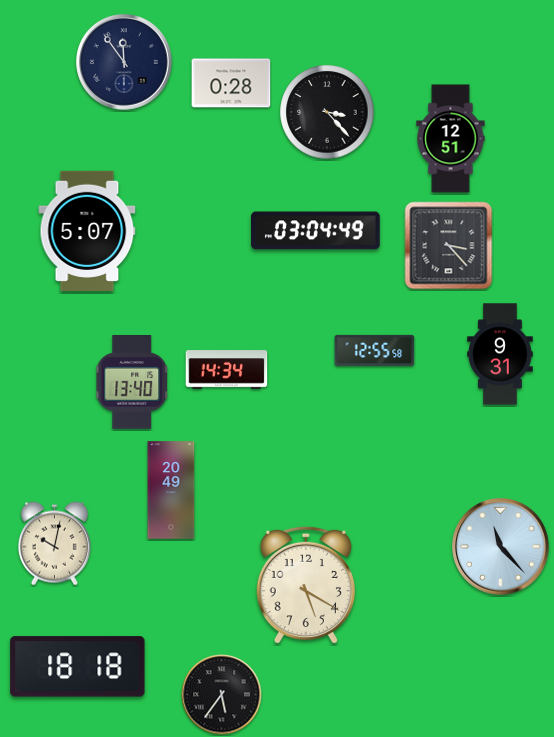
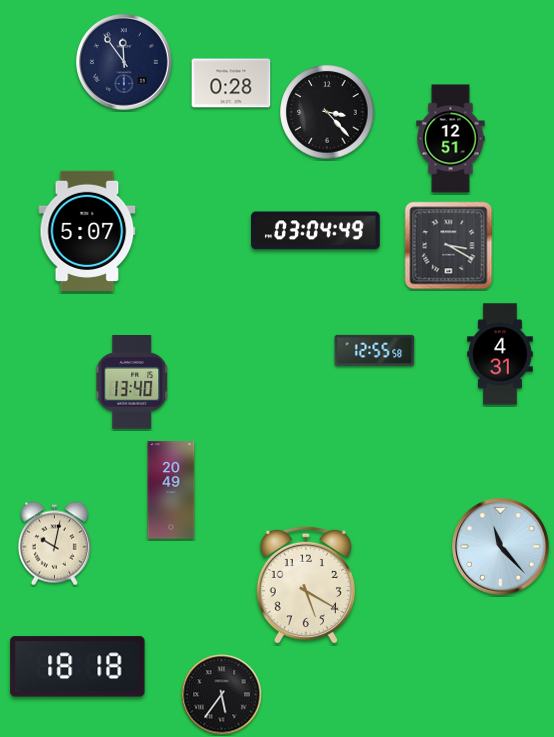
clock at (449, 246): 3:23 -> 3:20
clock at (500, 354): 9:31 -> 4:31
clock at (227, 370): 14:34 -> none
